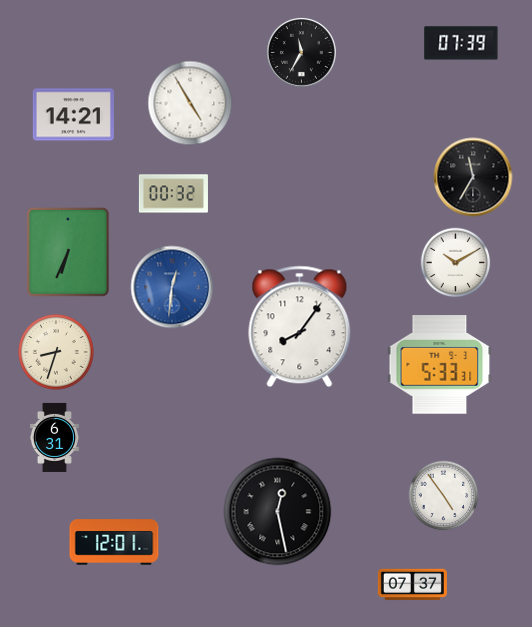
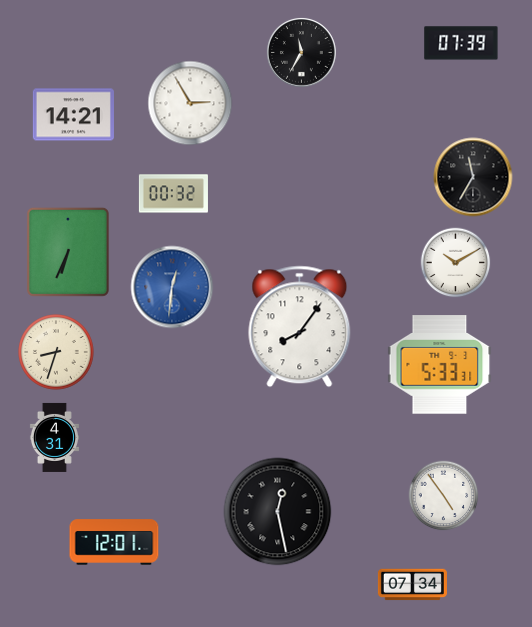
clock at (190, 103): 4:55 -> 2:55
clock at (54, 437): 6:31 -> 4:31
clock at (412, 585): 07:37 -> 07:34
